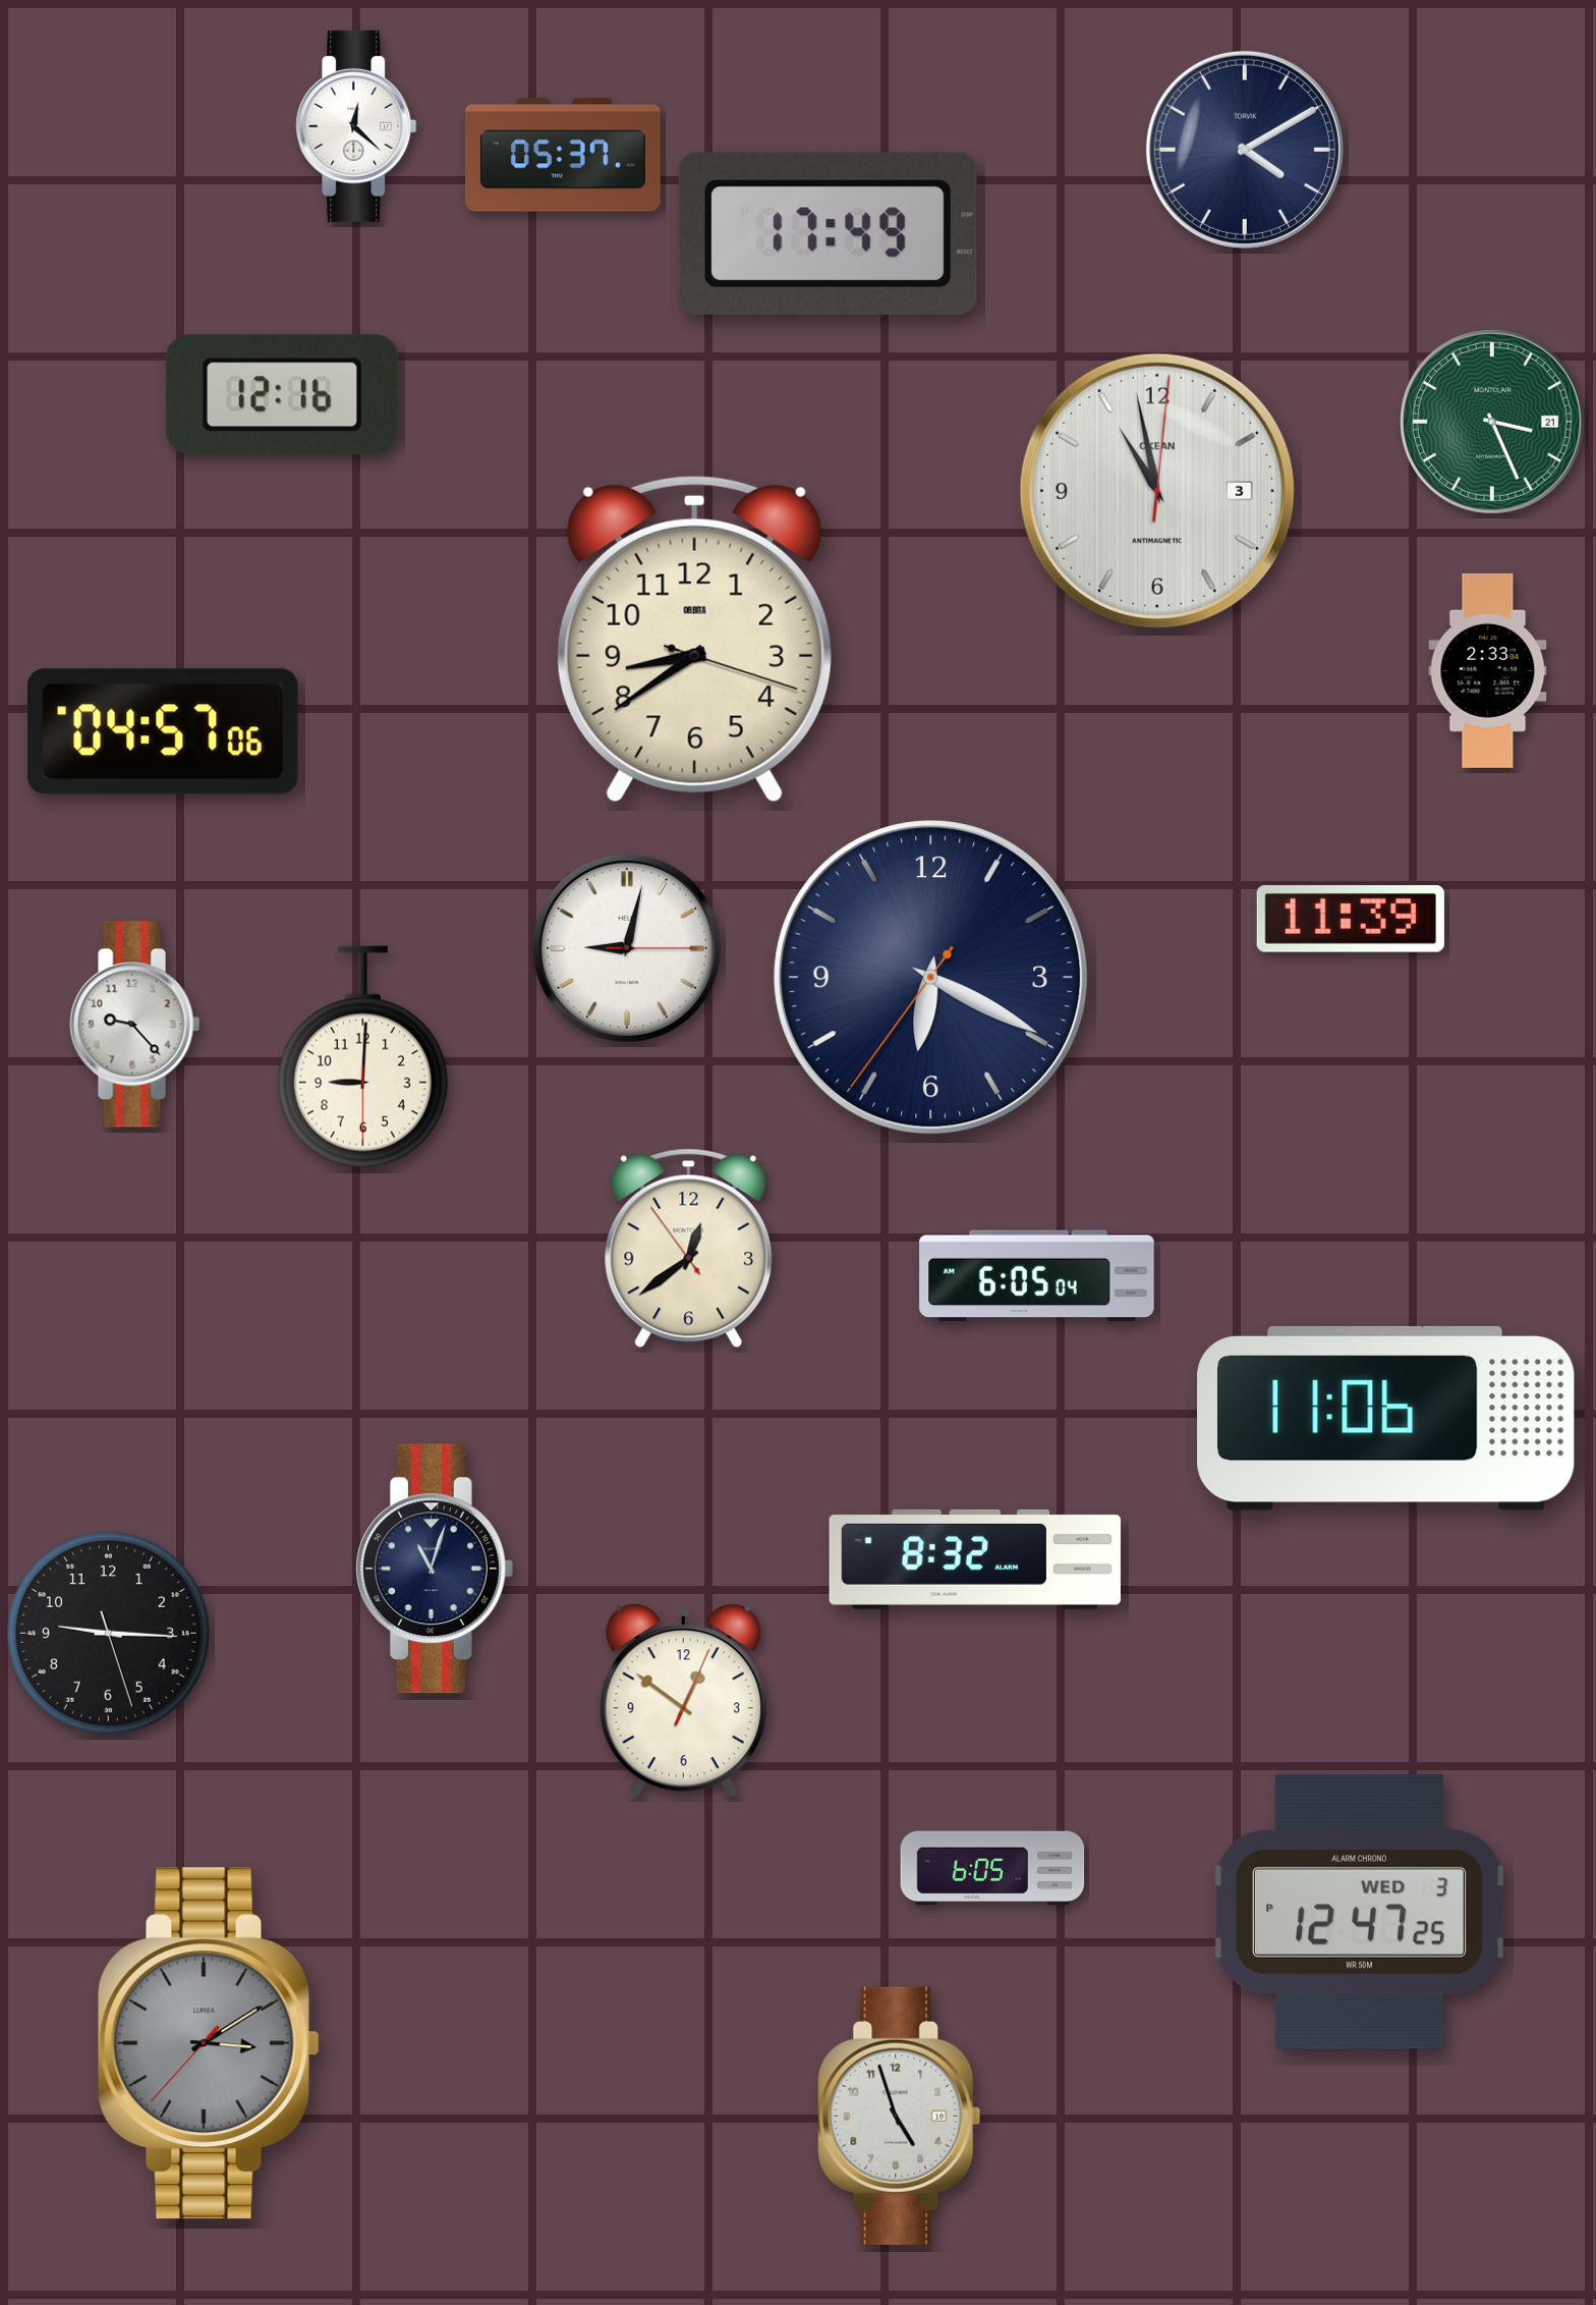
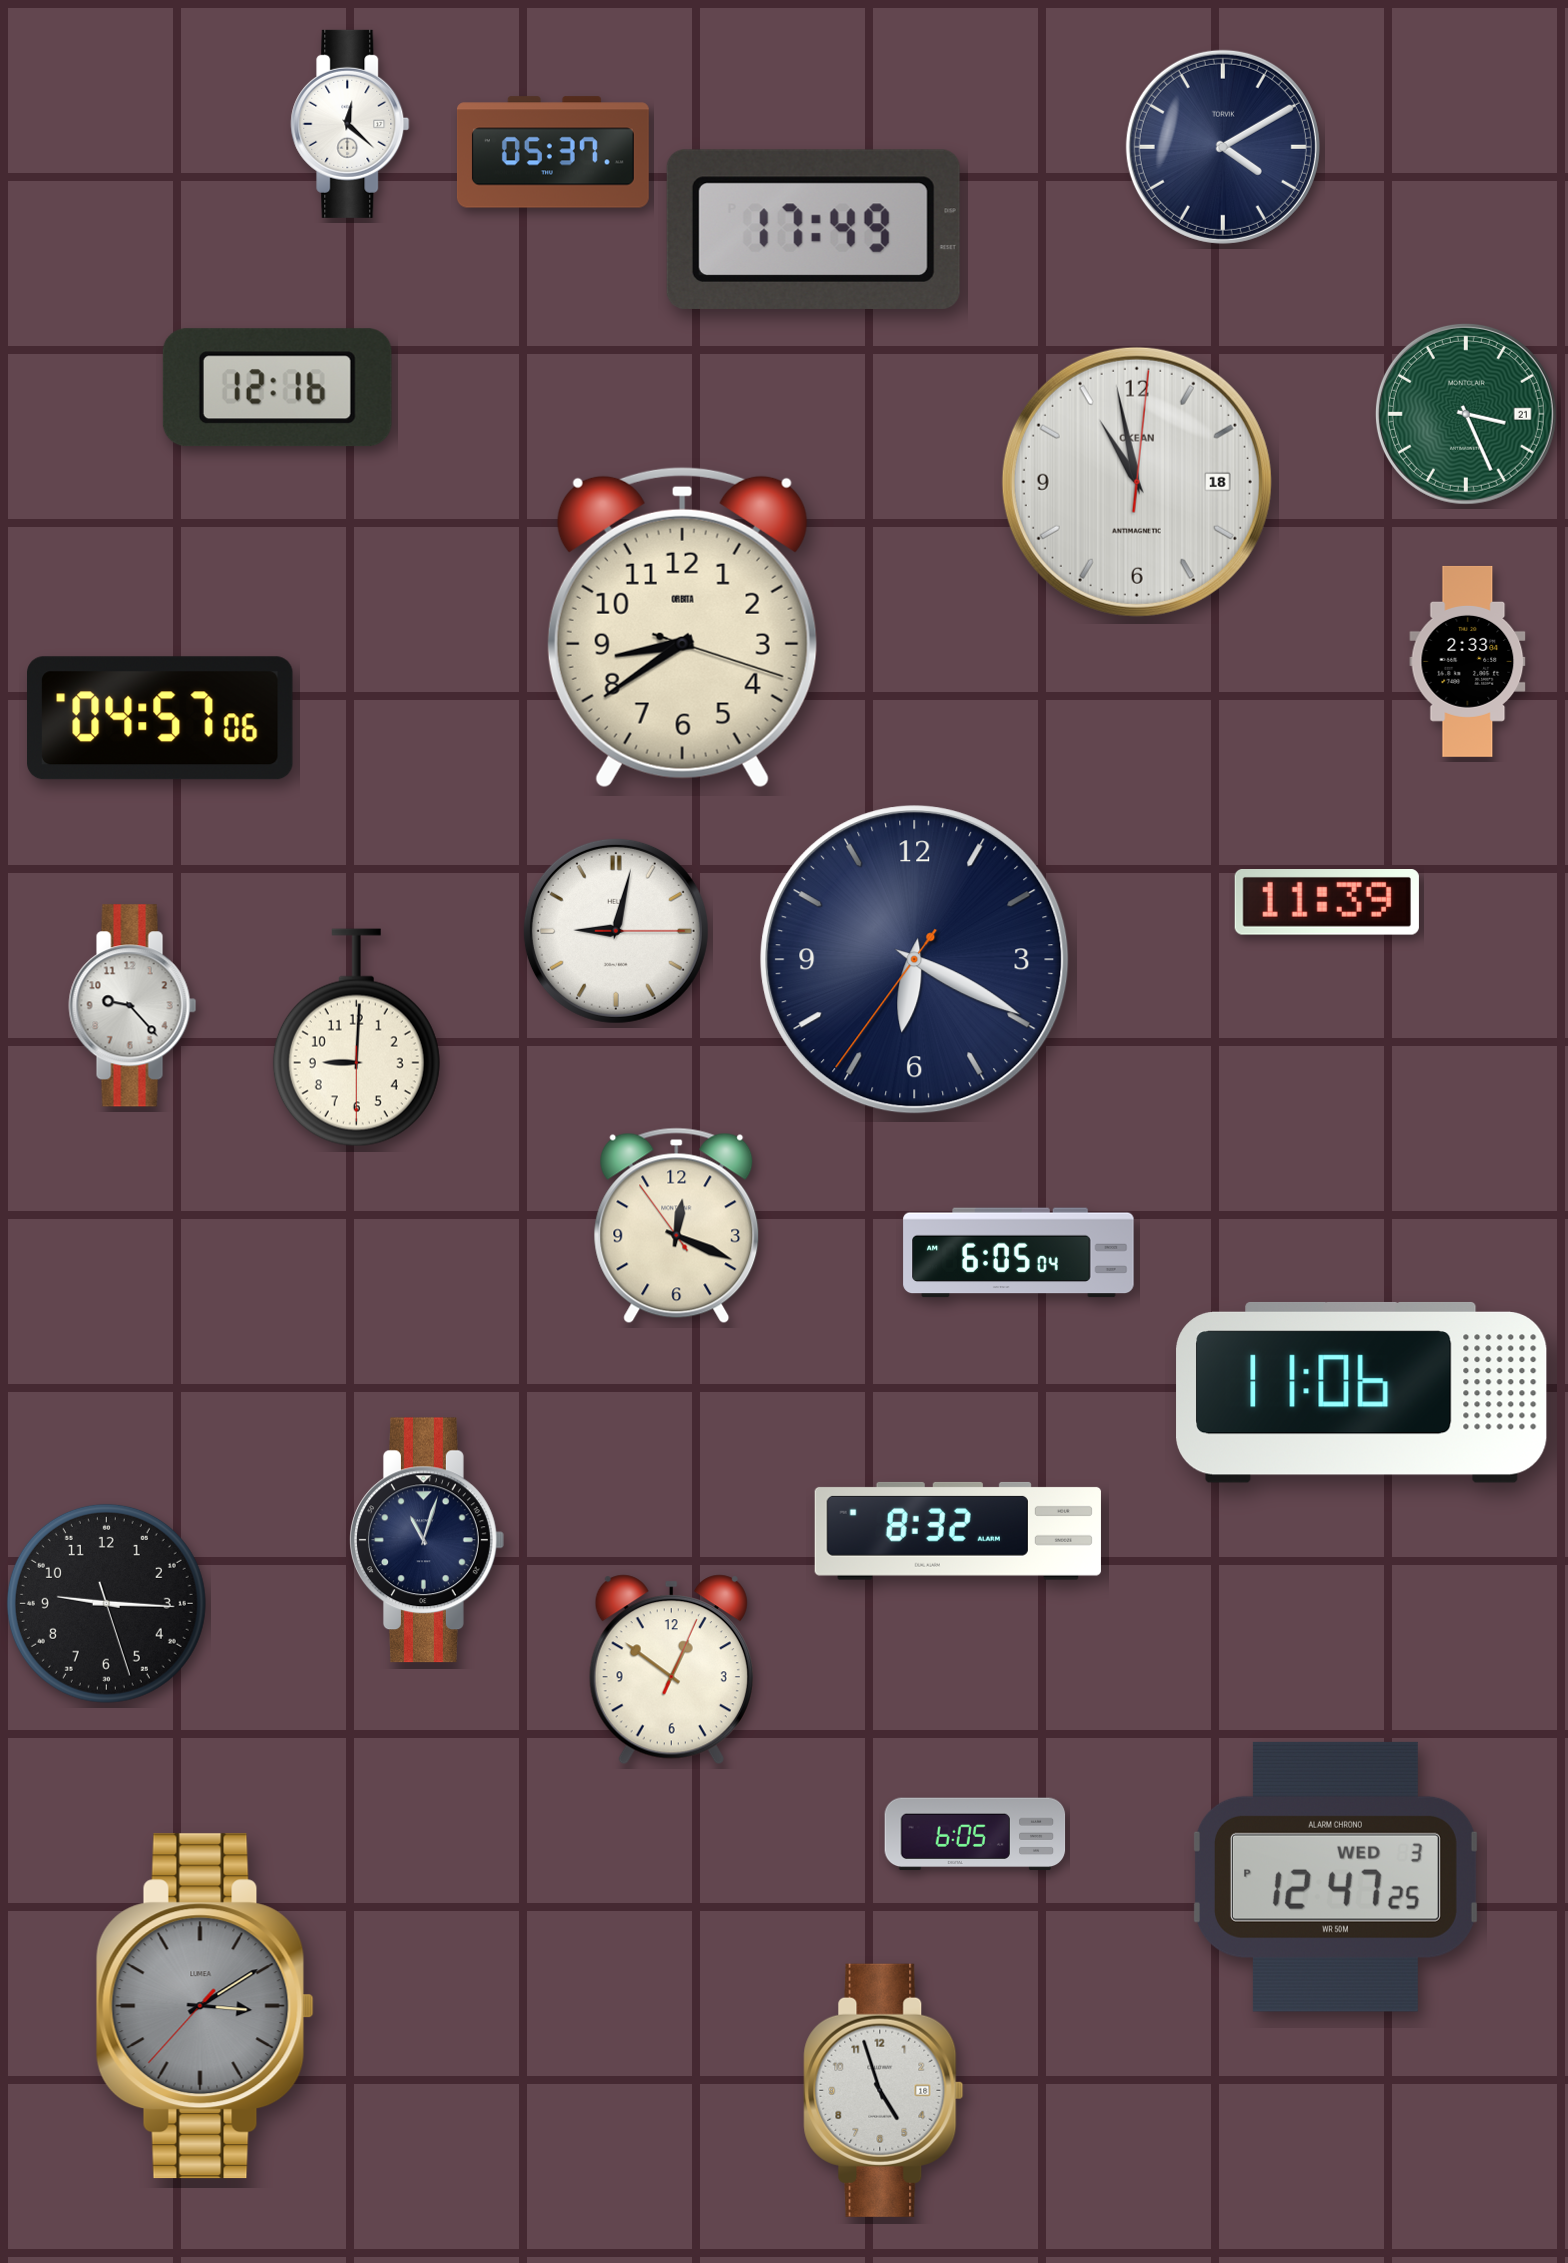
clock at (1157, 491) date: 3 -> 18
clock at (1488, 670) position: (1488, 670) -> (1468, 661)
clock at (689, 1249): 12:38 -> 12:18
clock at (900, 2116) position: (900, 2116) -> (884, 2090)
